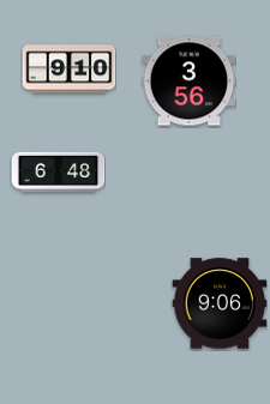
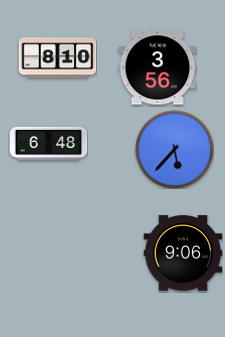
clock at (68, 70): 9:10 -> 8:10
clock at (174, 149): none -> 5:37
